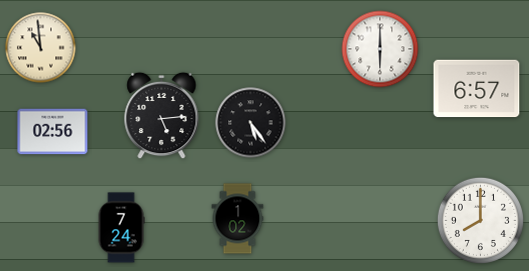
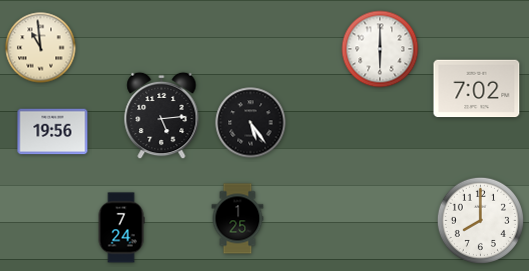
clock at (477, 89): 6:57 -> 7:02
clock at (53, 132): 02:56 -> 19:56
clock at (238, 219): 1:02 -> 1:25
